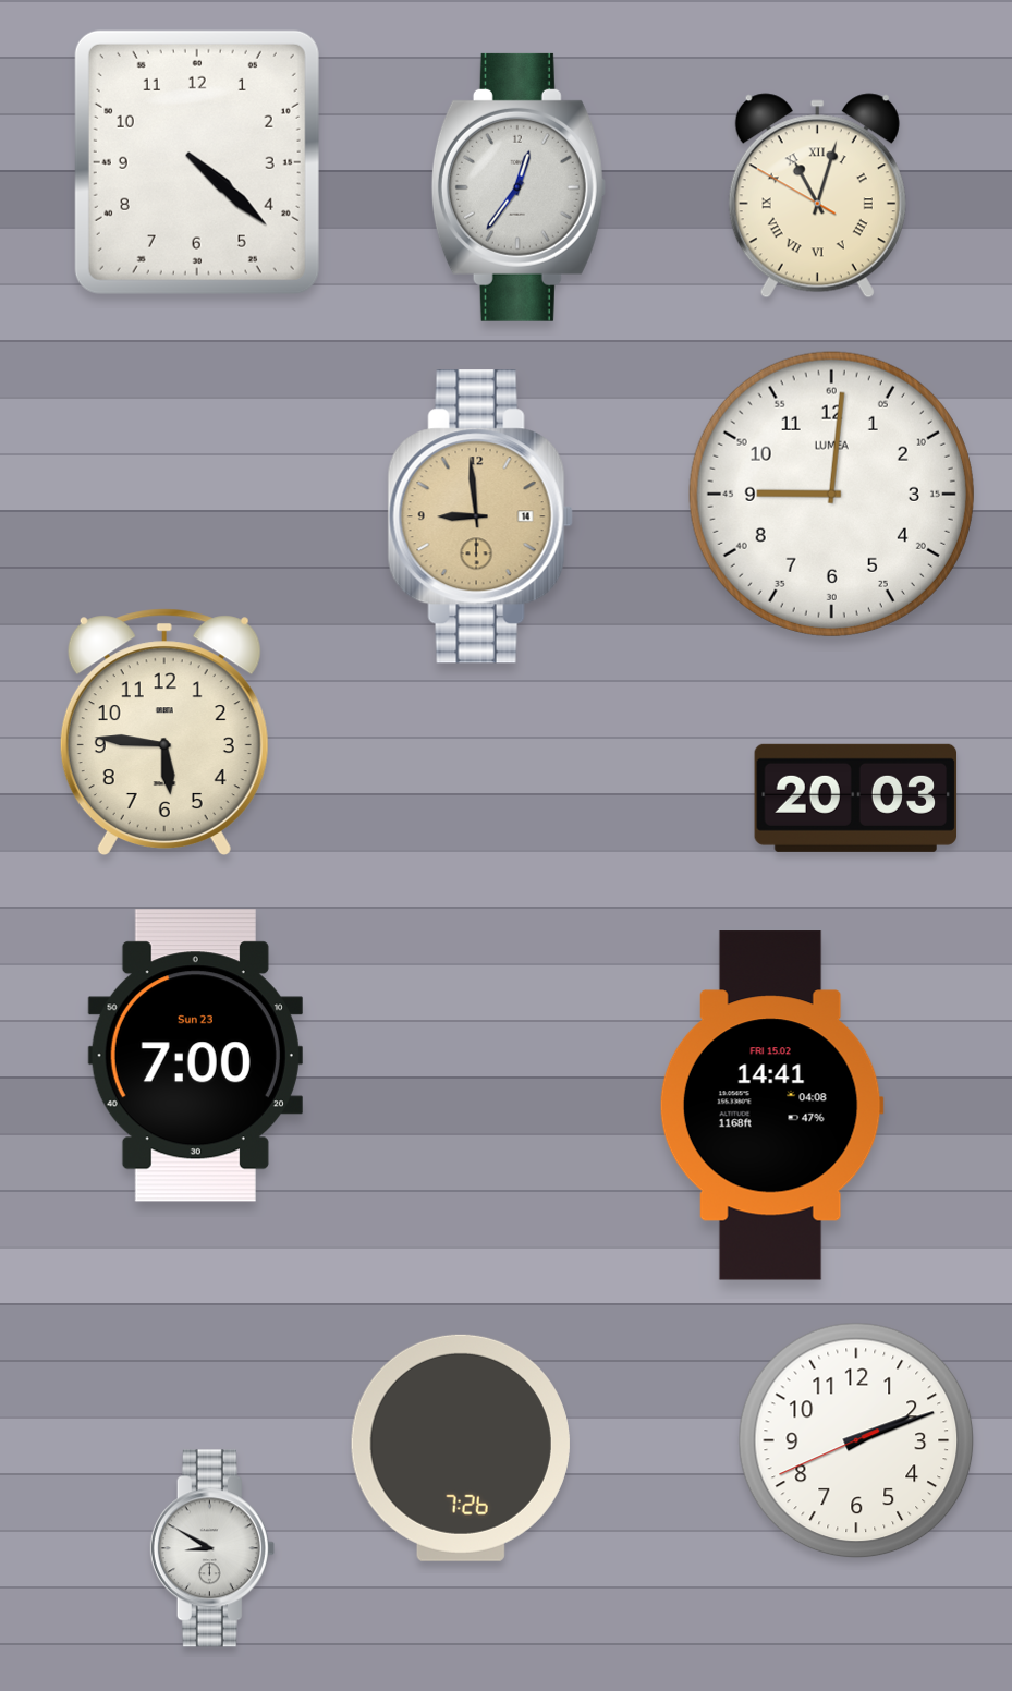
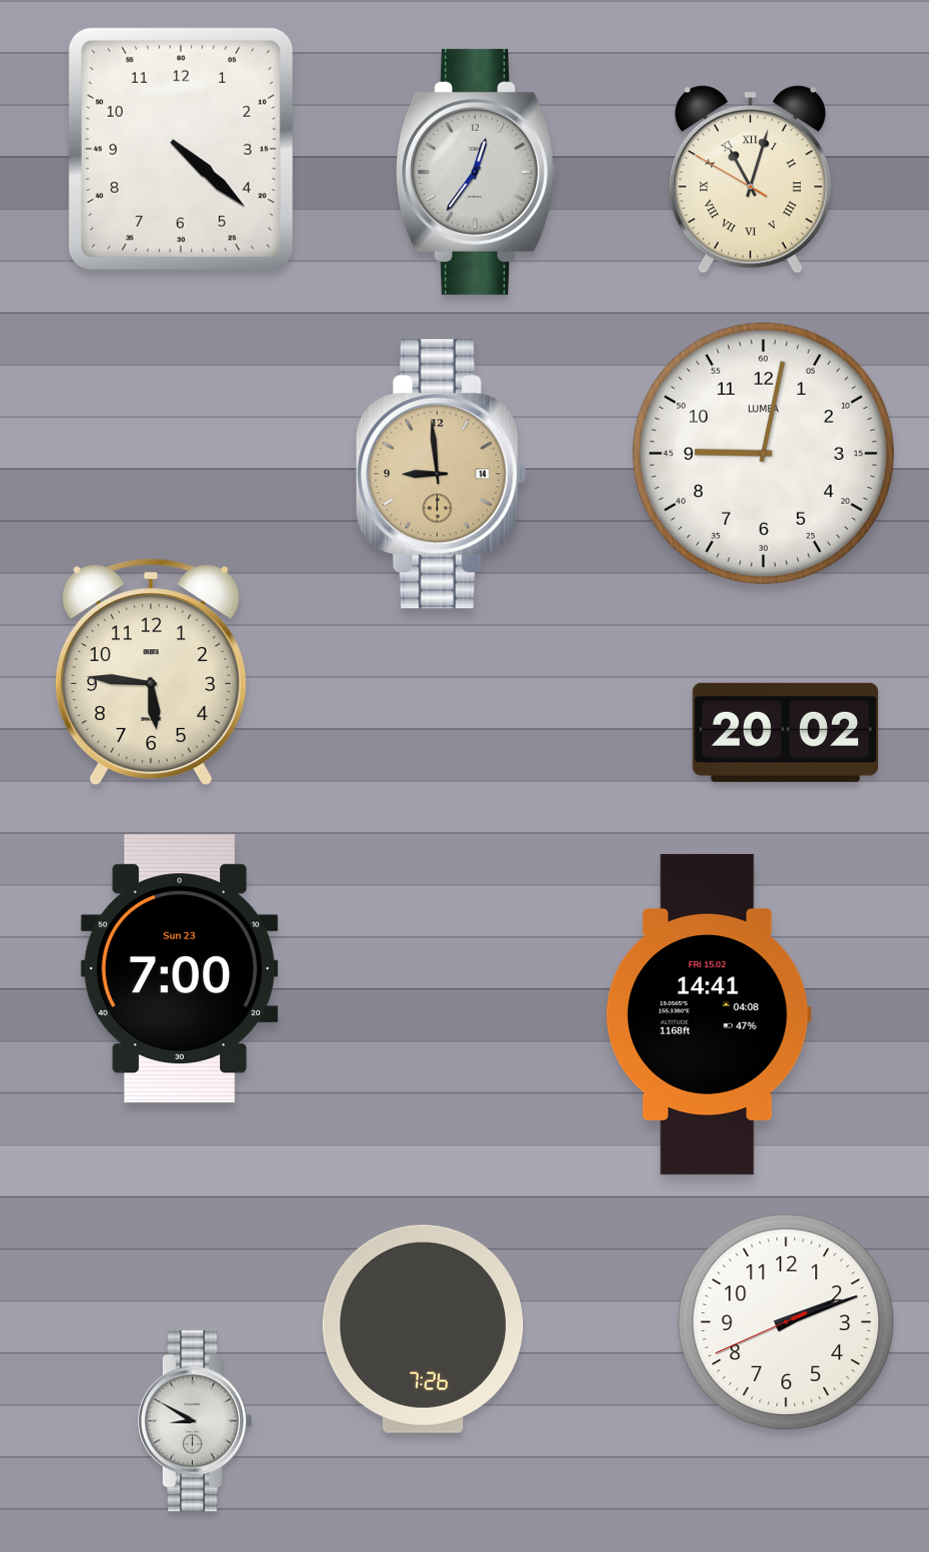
clock at (831, 494): 9:01 -> 9:02
clock at (856, 798): 20:03 -> 20:02
